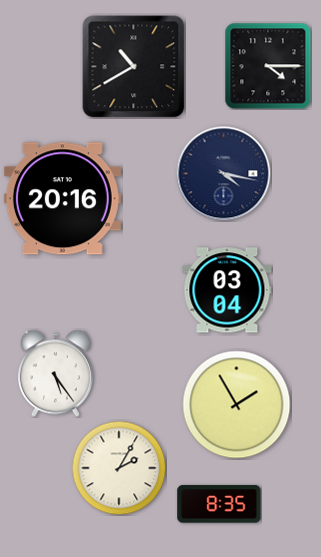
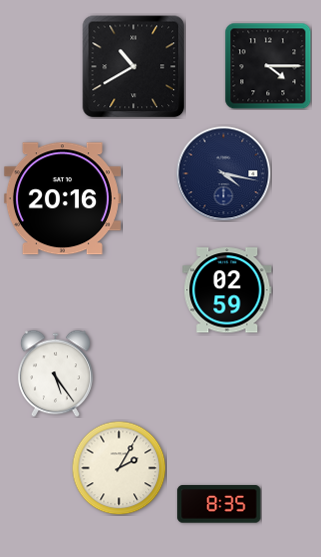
clock at (227, 290): 03:04 -> 02:59
clock at (237, 405): 1:55 -> none
